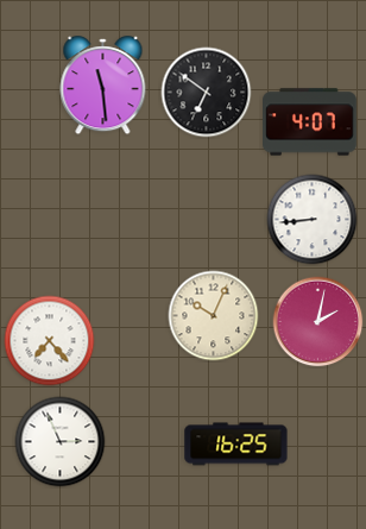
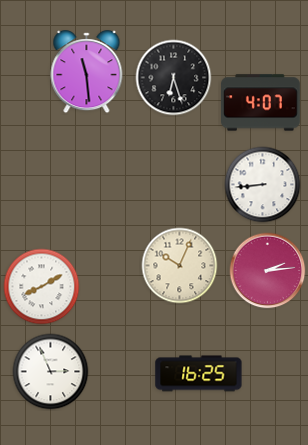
clock at (207, 93): 6:51 -> 6:27
clock at (318, 322): 2:02 -> 2:14
clock at (50, 341): 7:23 -> 8:10
